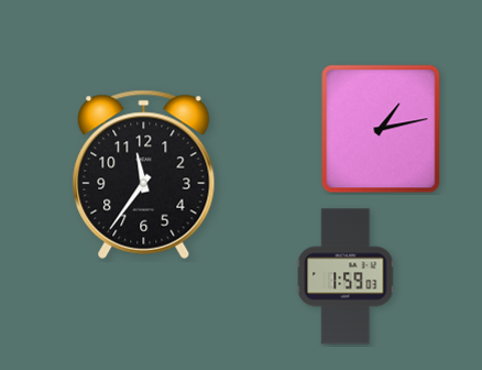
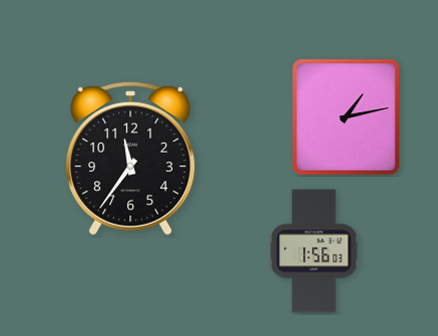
clock at (346, 276): 1:59 -> 1:56
